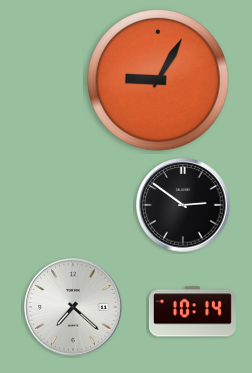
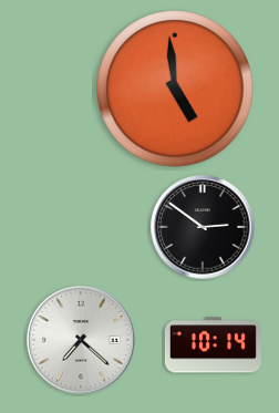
clock at (158, 80): 9:05 -> 4:59
